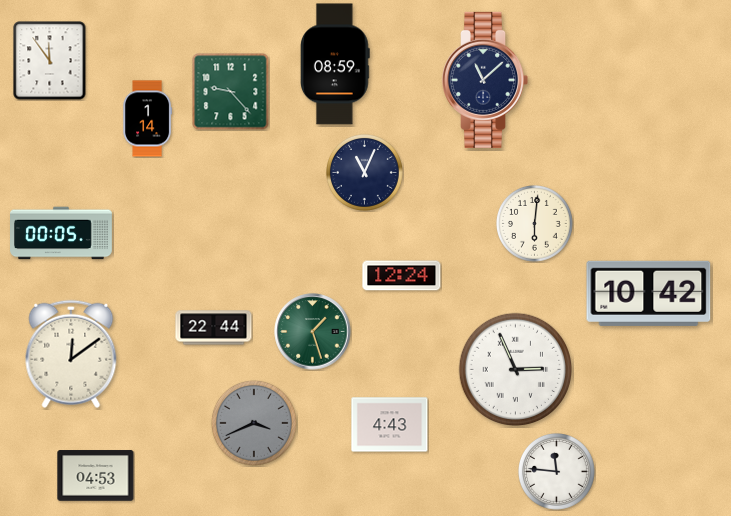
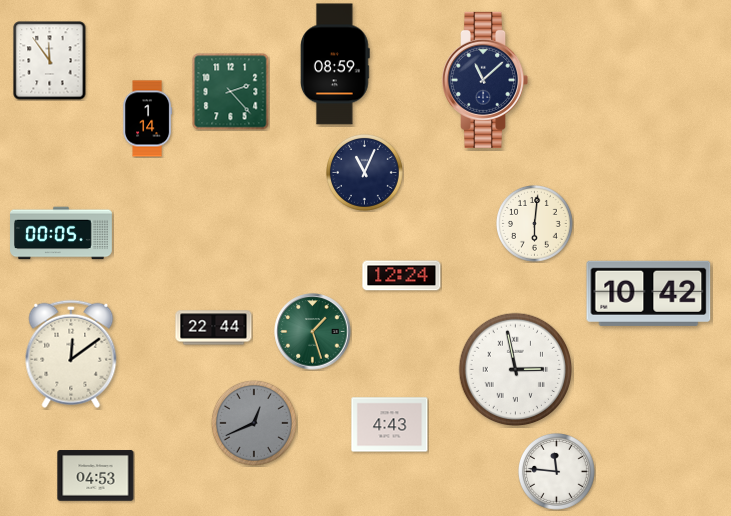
clock at (230, 91): 9:23 -> 2:23
clock at (515, 369): 2:56 -> 2:58
clock at (254, 423): 3:41 -> 12:41
